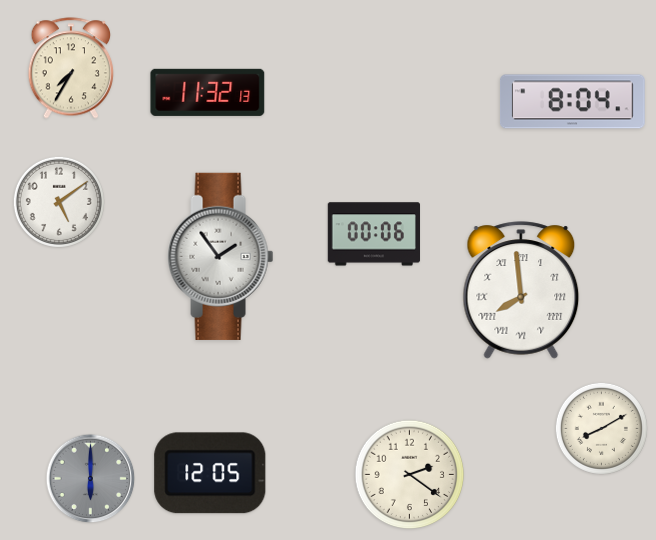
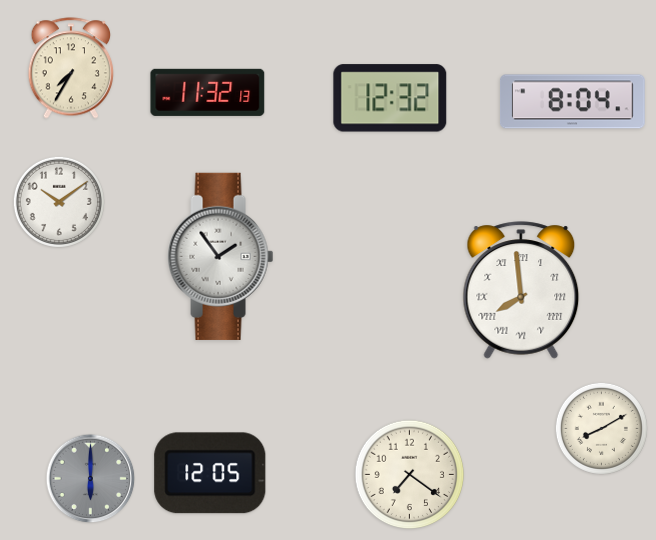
clock at (390, 98): none -> 12:32
clock at (59, 202): 5:09 -> 10:09
clock at (373, 234): 00:06 -> none
clock at (410, 475): 2:21 -> 7:21
